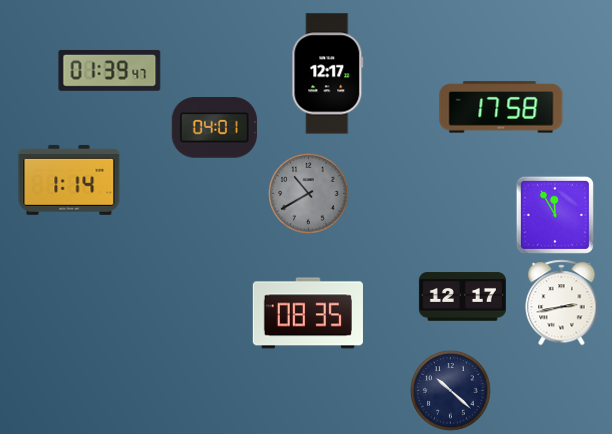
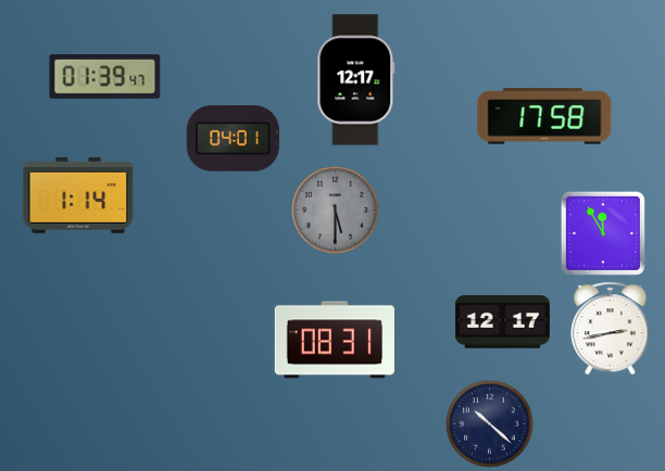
clock at (110, 70) position: (110, 70) -> (105, 76)
clock at (69, 180) position: (69, 180) -> (78, 195)
clock at (309, 194): 10:40 -> 5:30
clock at (308, 313): 08:35 -> 08:31
